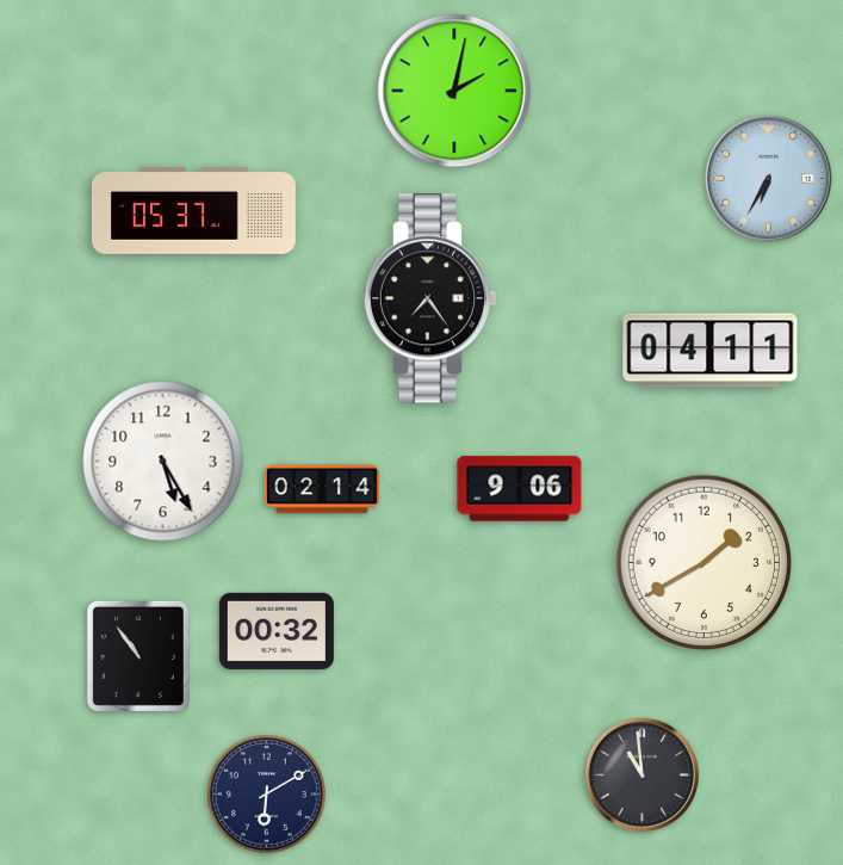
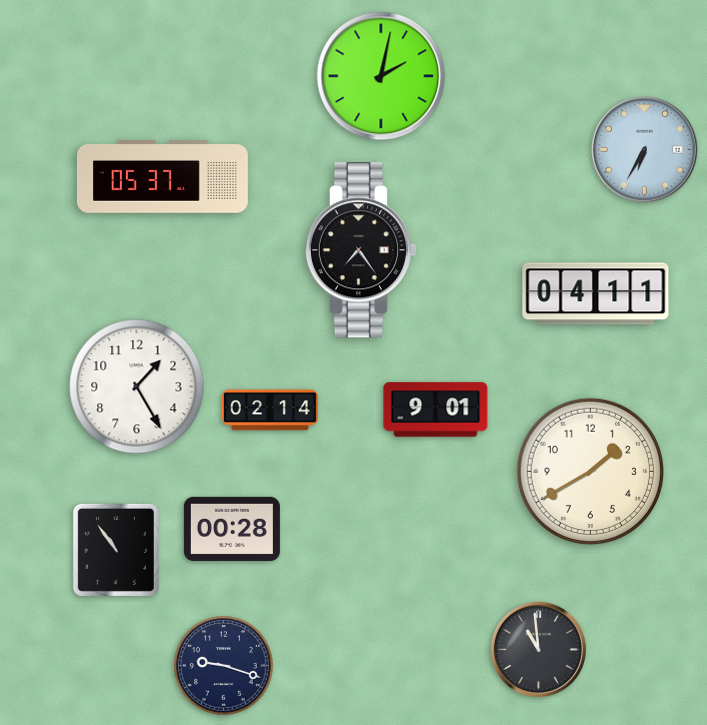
clock at (163, 462): 5:25 -> 1:25
clock at (520, 489): 9:06 -> 9:01
clock at (277, 631): 00:32 -> 00:28
clock at (267, 795): 6:10 -> 9:18
